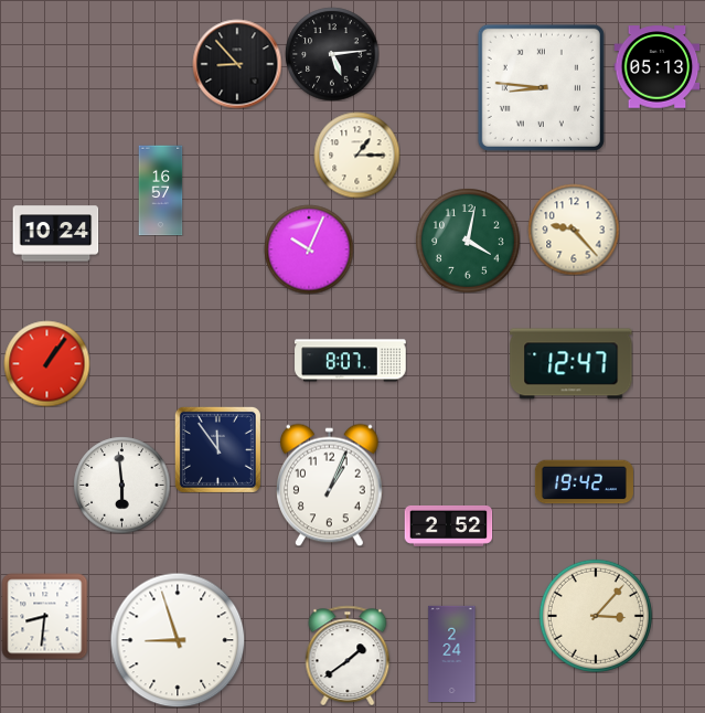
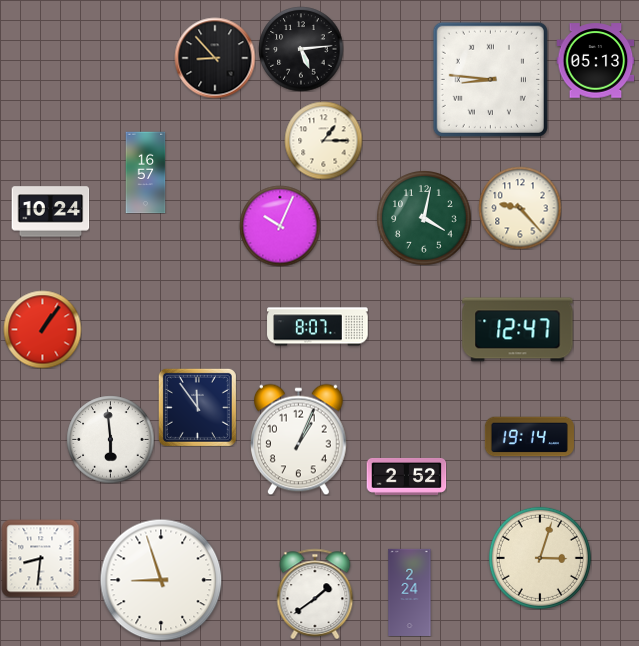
clock at (584, 482): 19:42 -> 19:14
clock at (596, 616): 3:07 -> 3:03
